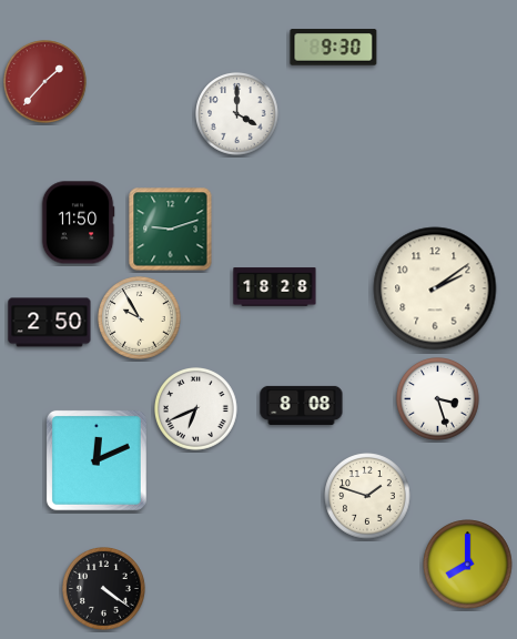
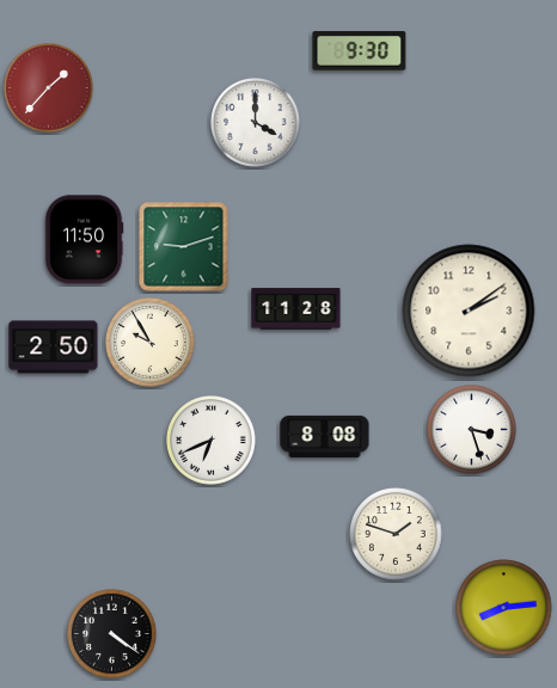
clock at (275, 287): 18:28 -> 11:28
clock at (97, 460): 12:11 -> none
clock at (468, 565): 8:00 -> 8:14
